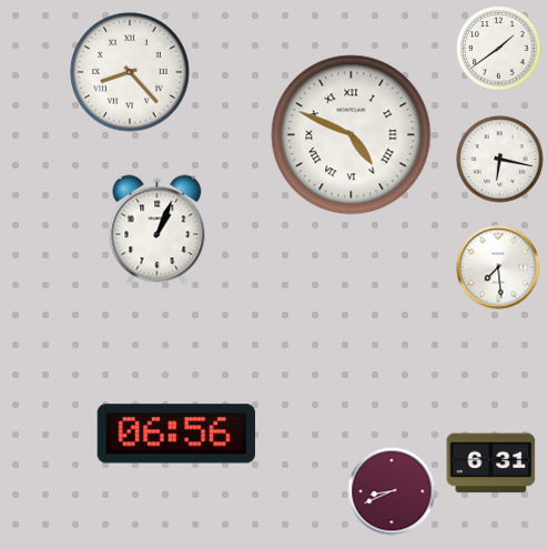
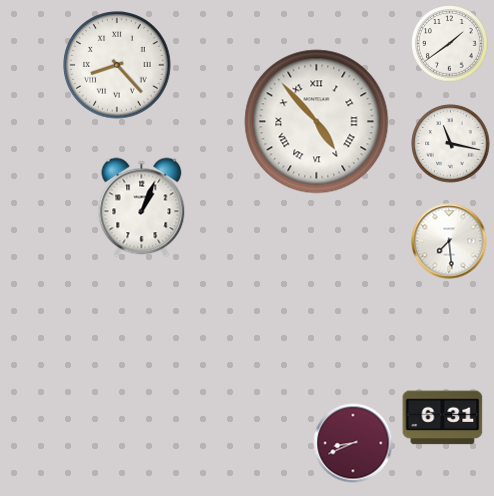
clock at (352, 135): 4:49 -> 4:53
clock at (500, 160): 6:17 -> 11:17
clock at (176, 434): 06:56 -> none
